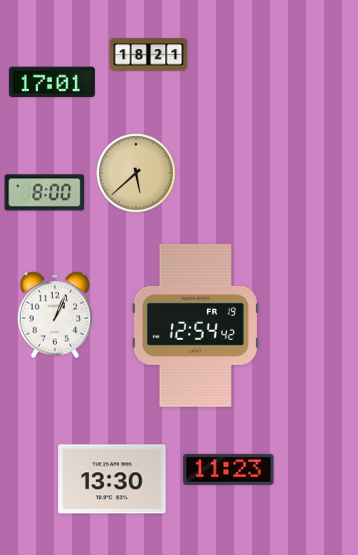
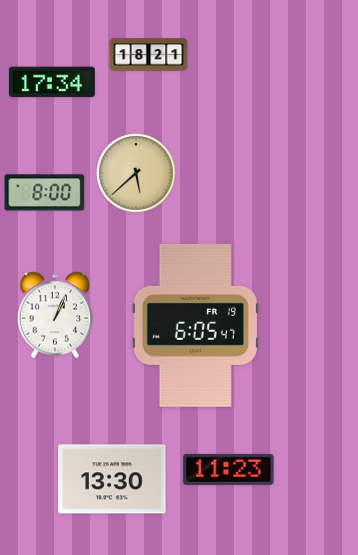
clock at (52, 82): 17:01 -> 17:34
clock at (195, 325): 12:54 -> 6:05
